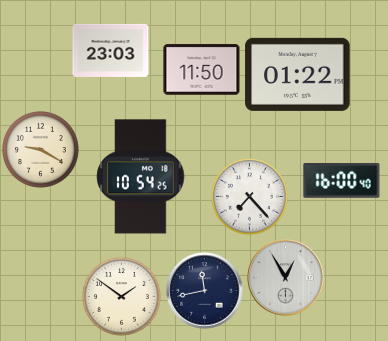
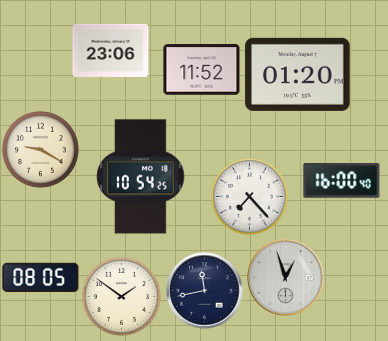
clock at (111, 50): 23:03 -> 23:06
clock at (202, 70): 11:50 -> 11:52
clock at (298, 74): 01:22 -> 01:20
clock at (41, 277): none -> 08:05
clock at (286, 278): 12:55 -> 12:57
